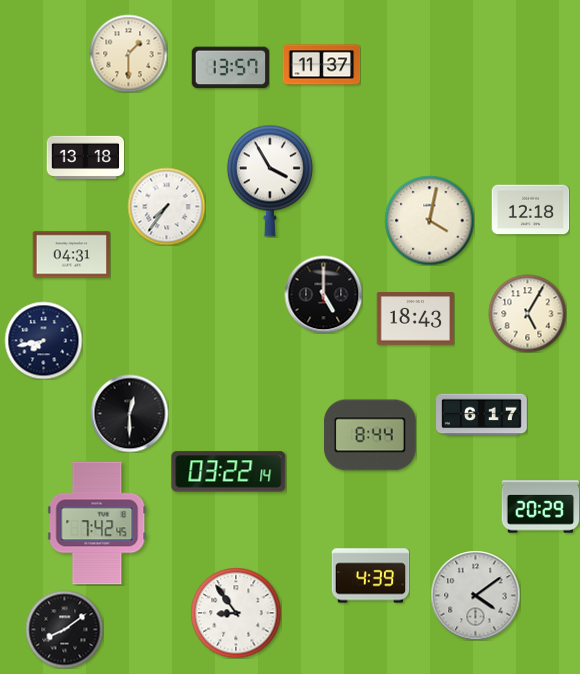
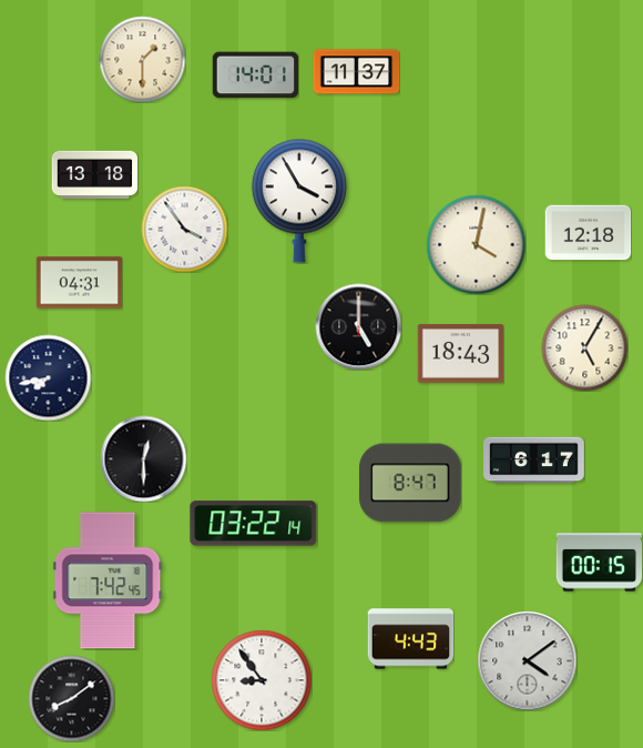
clock at (230, 68): 13:57 -> 14:01
clock at (166, 206): 7:36 -> 3:54
clock at (370, 435): 8:44 -> 8:47
clock at (540, 507): 20:29 -> 00:15
clock at (370, 576): 4:39 -> 4:43
